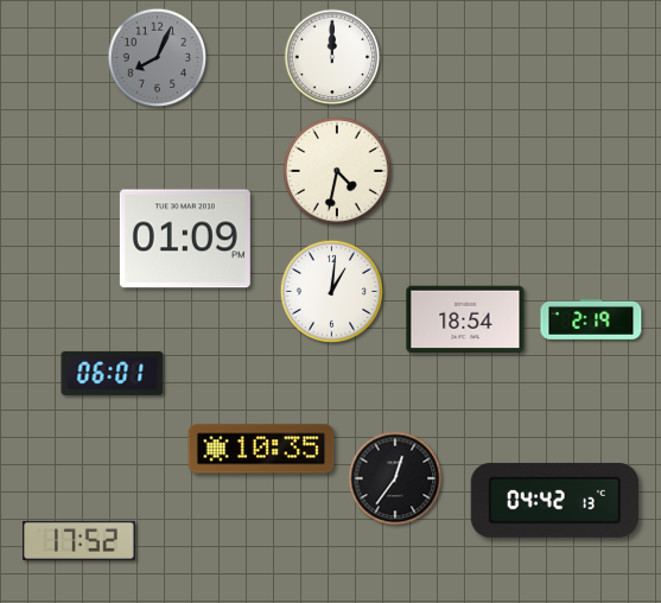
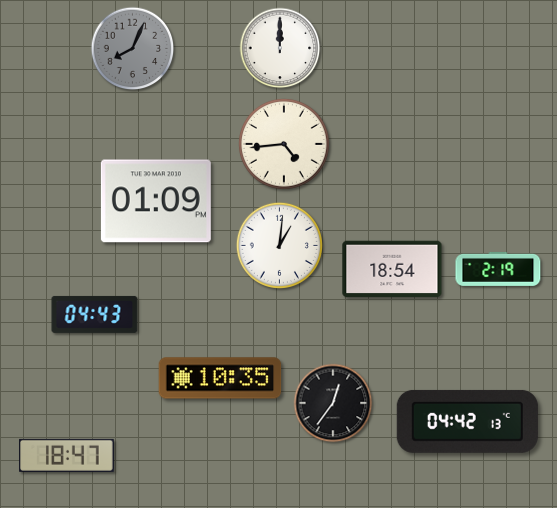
clock at (337, 171): 4:32 -> 4:44
clock at (113, 373): 06:01 -> 04:43
clock at (80, 540): 17:52 -> 18:47
